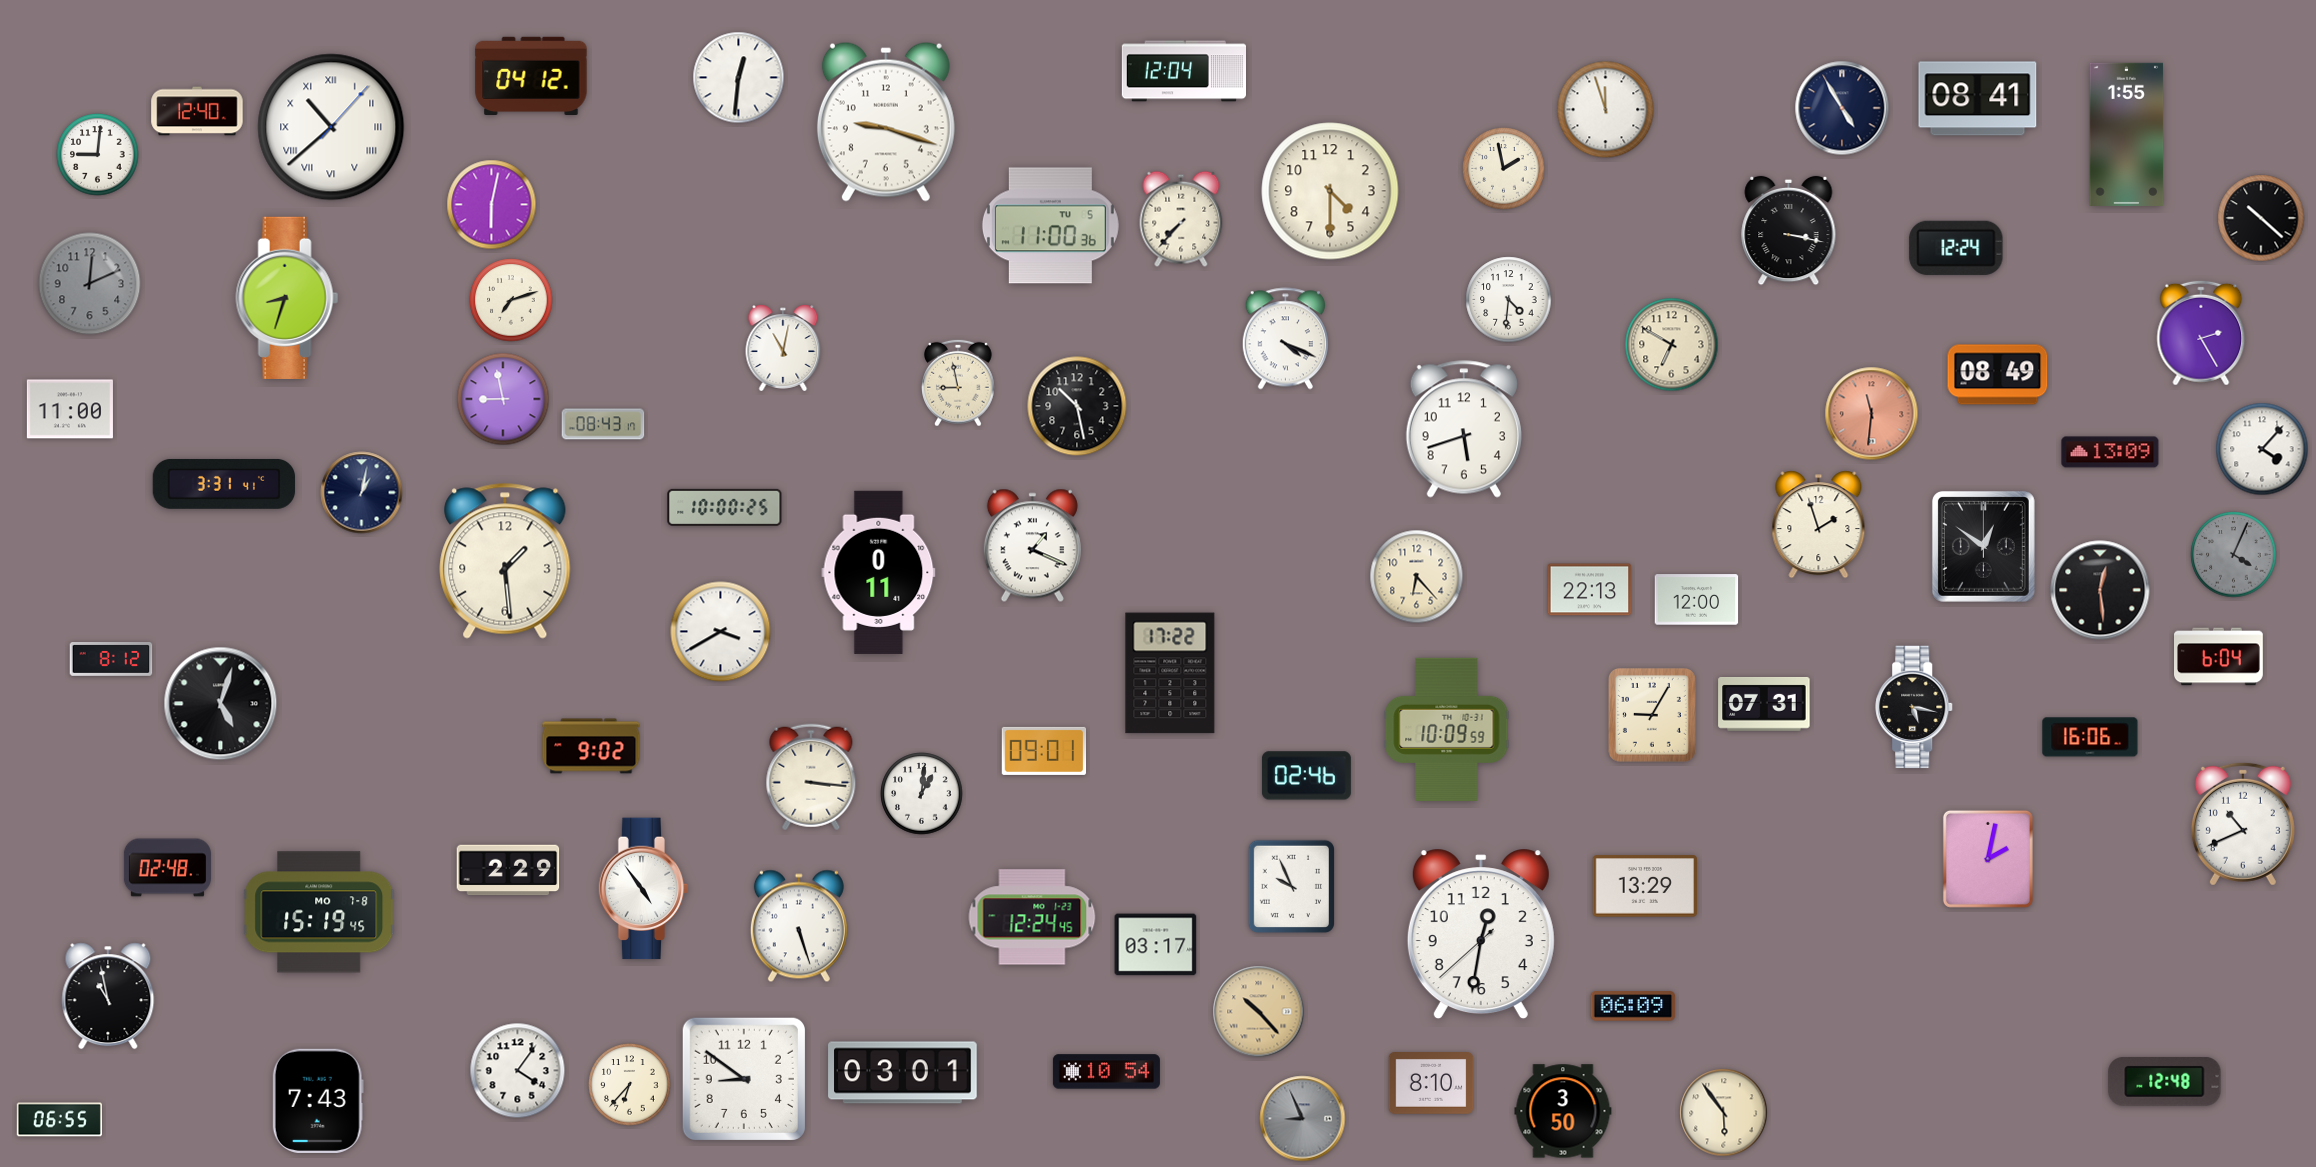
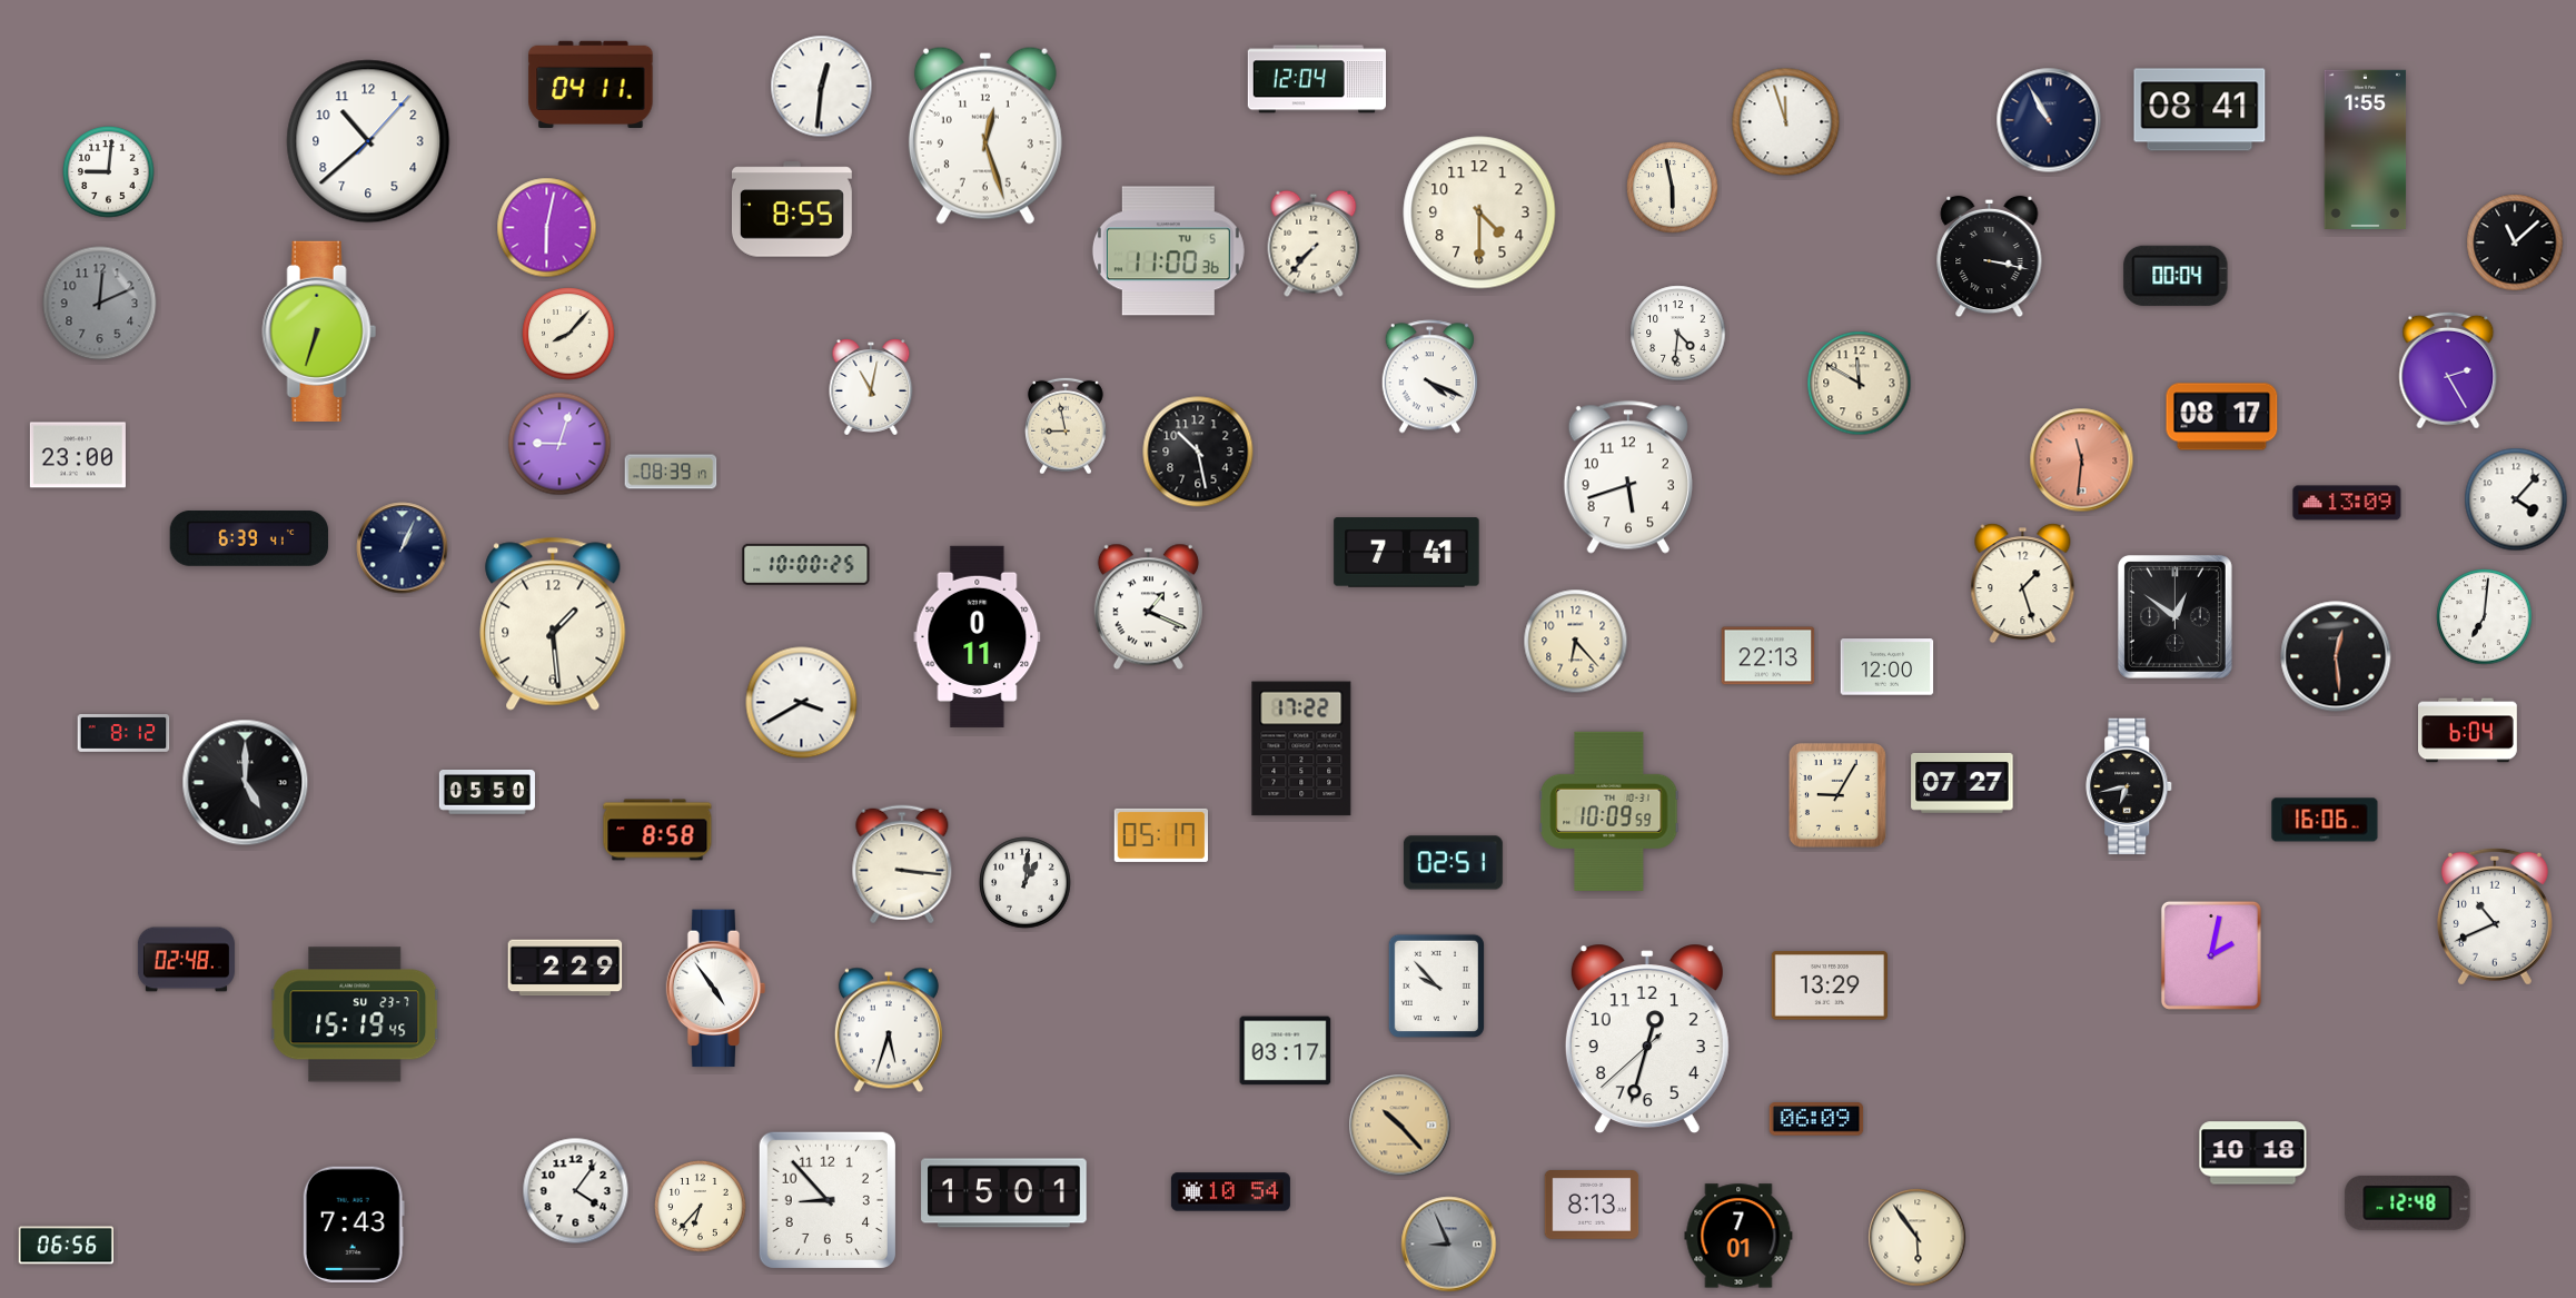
clock at (531, 75): 04:12 -> 04:11
clock at (1842, 108): 4:55 -> 10:55
clock at (197, 111): 12:40 -> none
clock at (886, 122): 9:18 -> 12:27
clock at (331, 127) numerals: Roman -> Arabic
clock at (1504, 169): 1:58 -> 5:58
clock at (792, 209): none -> 8:55
clock at (2261, 218): 10:22 -> 11:08
clock at (1956, 248): 12:24 -> 00:04
clock at (90, 284) position: (90, 284) -> (100, 304)
clock at (287, 298): 8:33 -> 6:33
clock at (511, 300): 7:12 -> 8:07
clock at (1672, 345): 6:50 -> 11:50
clock at (1998, 375): 08:49 -> 08:17
clock at (503, 399): 8:58 -> 9:03
clock at (70, 409): 11:00 -> 23:00
clock at (603, 424): 08:43 -> 08:39
clock at (224, 484): 3:31 -> 6:39
clock at (362, 493): 1:02 -> 1:04
clock at (1407, 553): none -> 7:41
clock at (1819, 525): 1:57 -> 1:27
clock at (1983, 546) position: (1983, 546) -> (2174, 616)
clock at (2234, 555): 4:04 -> 7:01
clock at (2234, 555) dial: grey -> white
clock at (505, 561) position: (505, 561) -> (553, 624)
clock at (221, 704): 5:03 -> 5:00
clock at (1764, 704): 07:31 -> 07:27
clock at (1915, 707): 5:17 -> 6:43
clock at (487, 793): none -> 05:50
clock at (591, 746): 9:02 -> 8:58
clock at (1044, 751): 09:01 -> 05:17
clock at (1306, 776): 02:46 -> 02:51
clock at (167, 868) position: (167, 868) -> (186, 960)
clock at (1291, 886): 9:56 -> 9:53
clock at (319, 912) date: MO 7-8 -> SU 23-7
clock at (1032, 917): 12:24 -> none
clock at (799, 926): 5:27 -> 5:33
clock at (1481, 934): 12:31 -> 12:32
clock at (108, 996): 10:58 -> none
clock at (2253, 1153): none -> 10:18
clock at (903, 1073): 03:01 -> 15:01
clock at (744, 1079): 8:51 -> 8:53
clock at (1431, 1084): 8:10 -> 8:13
clock at (1563, 1111): 3:50 -> 7:01
clock at (59, 1120): 06:55 -> 06:56
